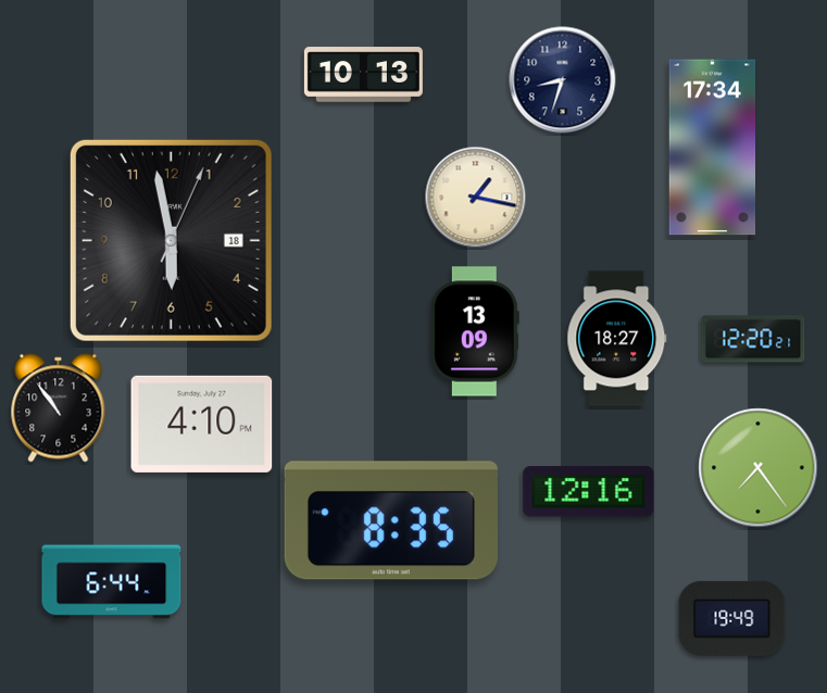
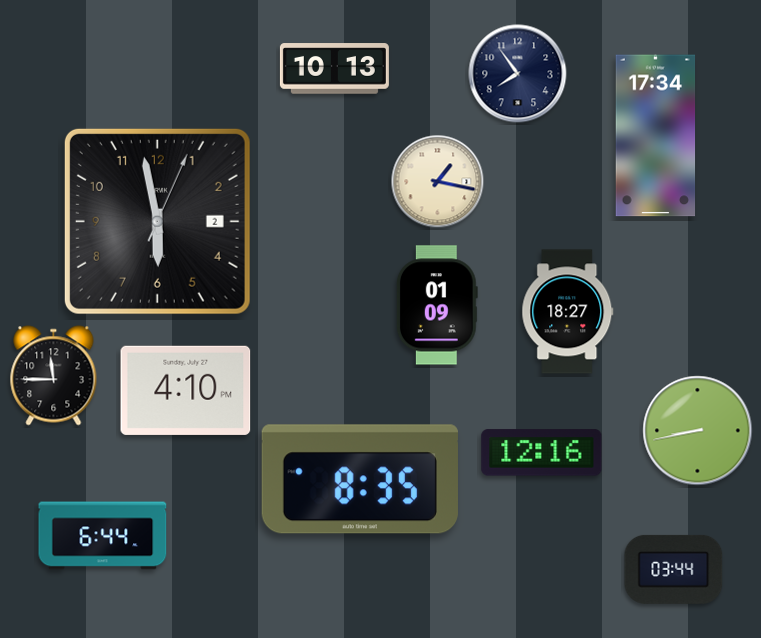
clock at (563, 80): 8:33 -> 7:54
clock at (171, 240) date: 18 -> 2
clock at (475, 331): 13:09 -> 01:09
clock at (753, 339): 12:20 -> none
clock at (59, 408): 10:54 -> 11:45
clock at (759, 468): 7:24 -> 8:43
clock at (732, 618): 19:49 -> 03:44
